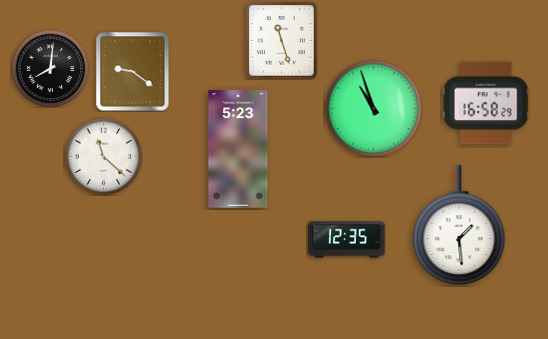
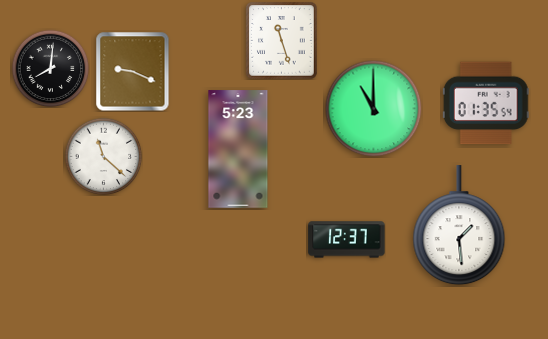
clock at (133, 71): 9:21 -> 9:19
clock at (486, 103): 16:58 -> 01:35
clock at (373, 108): 10:57 -> 11:00
clock at (347, 240): 12:35 -> 12:37
